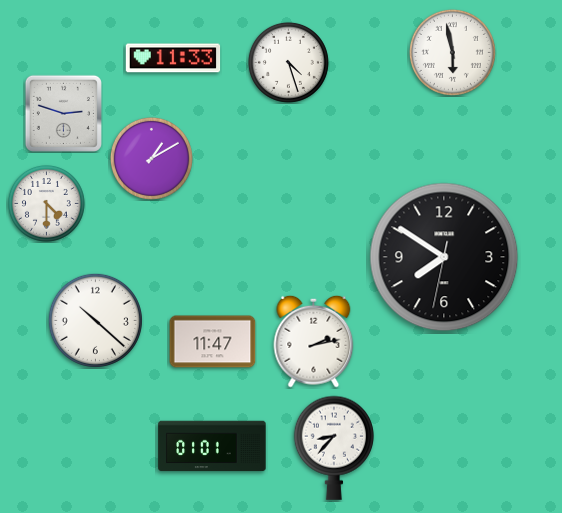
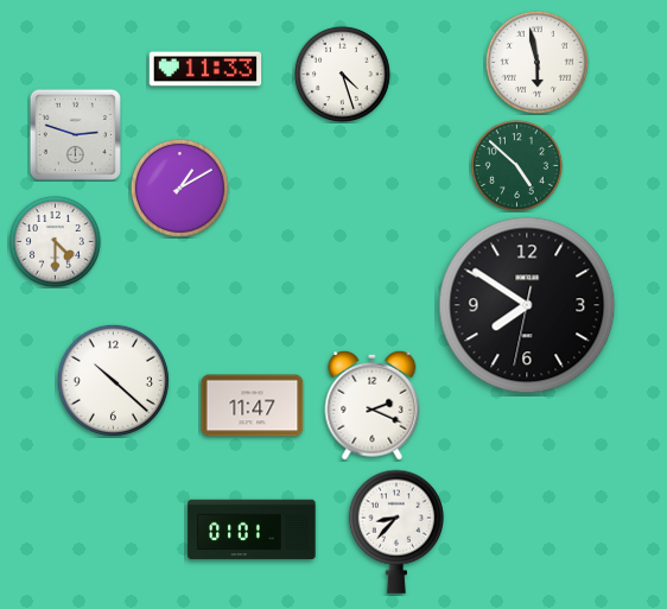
clock at (516, 165): none -> 4:52
clock at (314, 341): 2:13 -> 2:19
